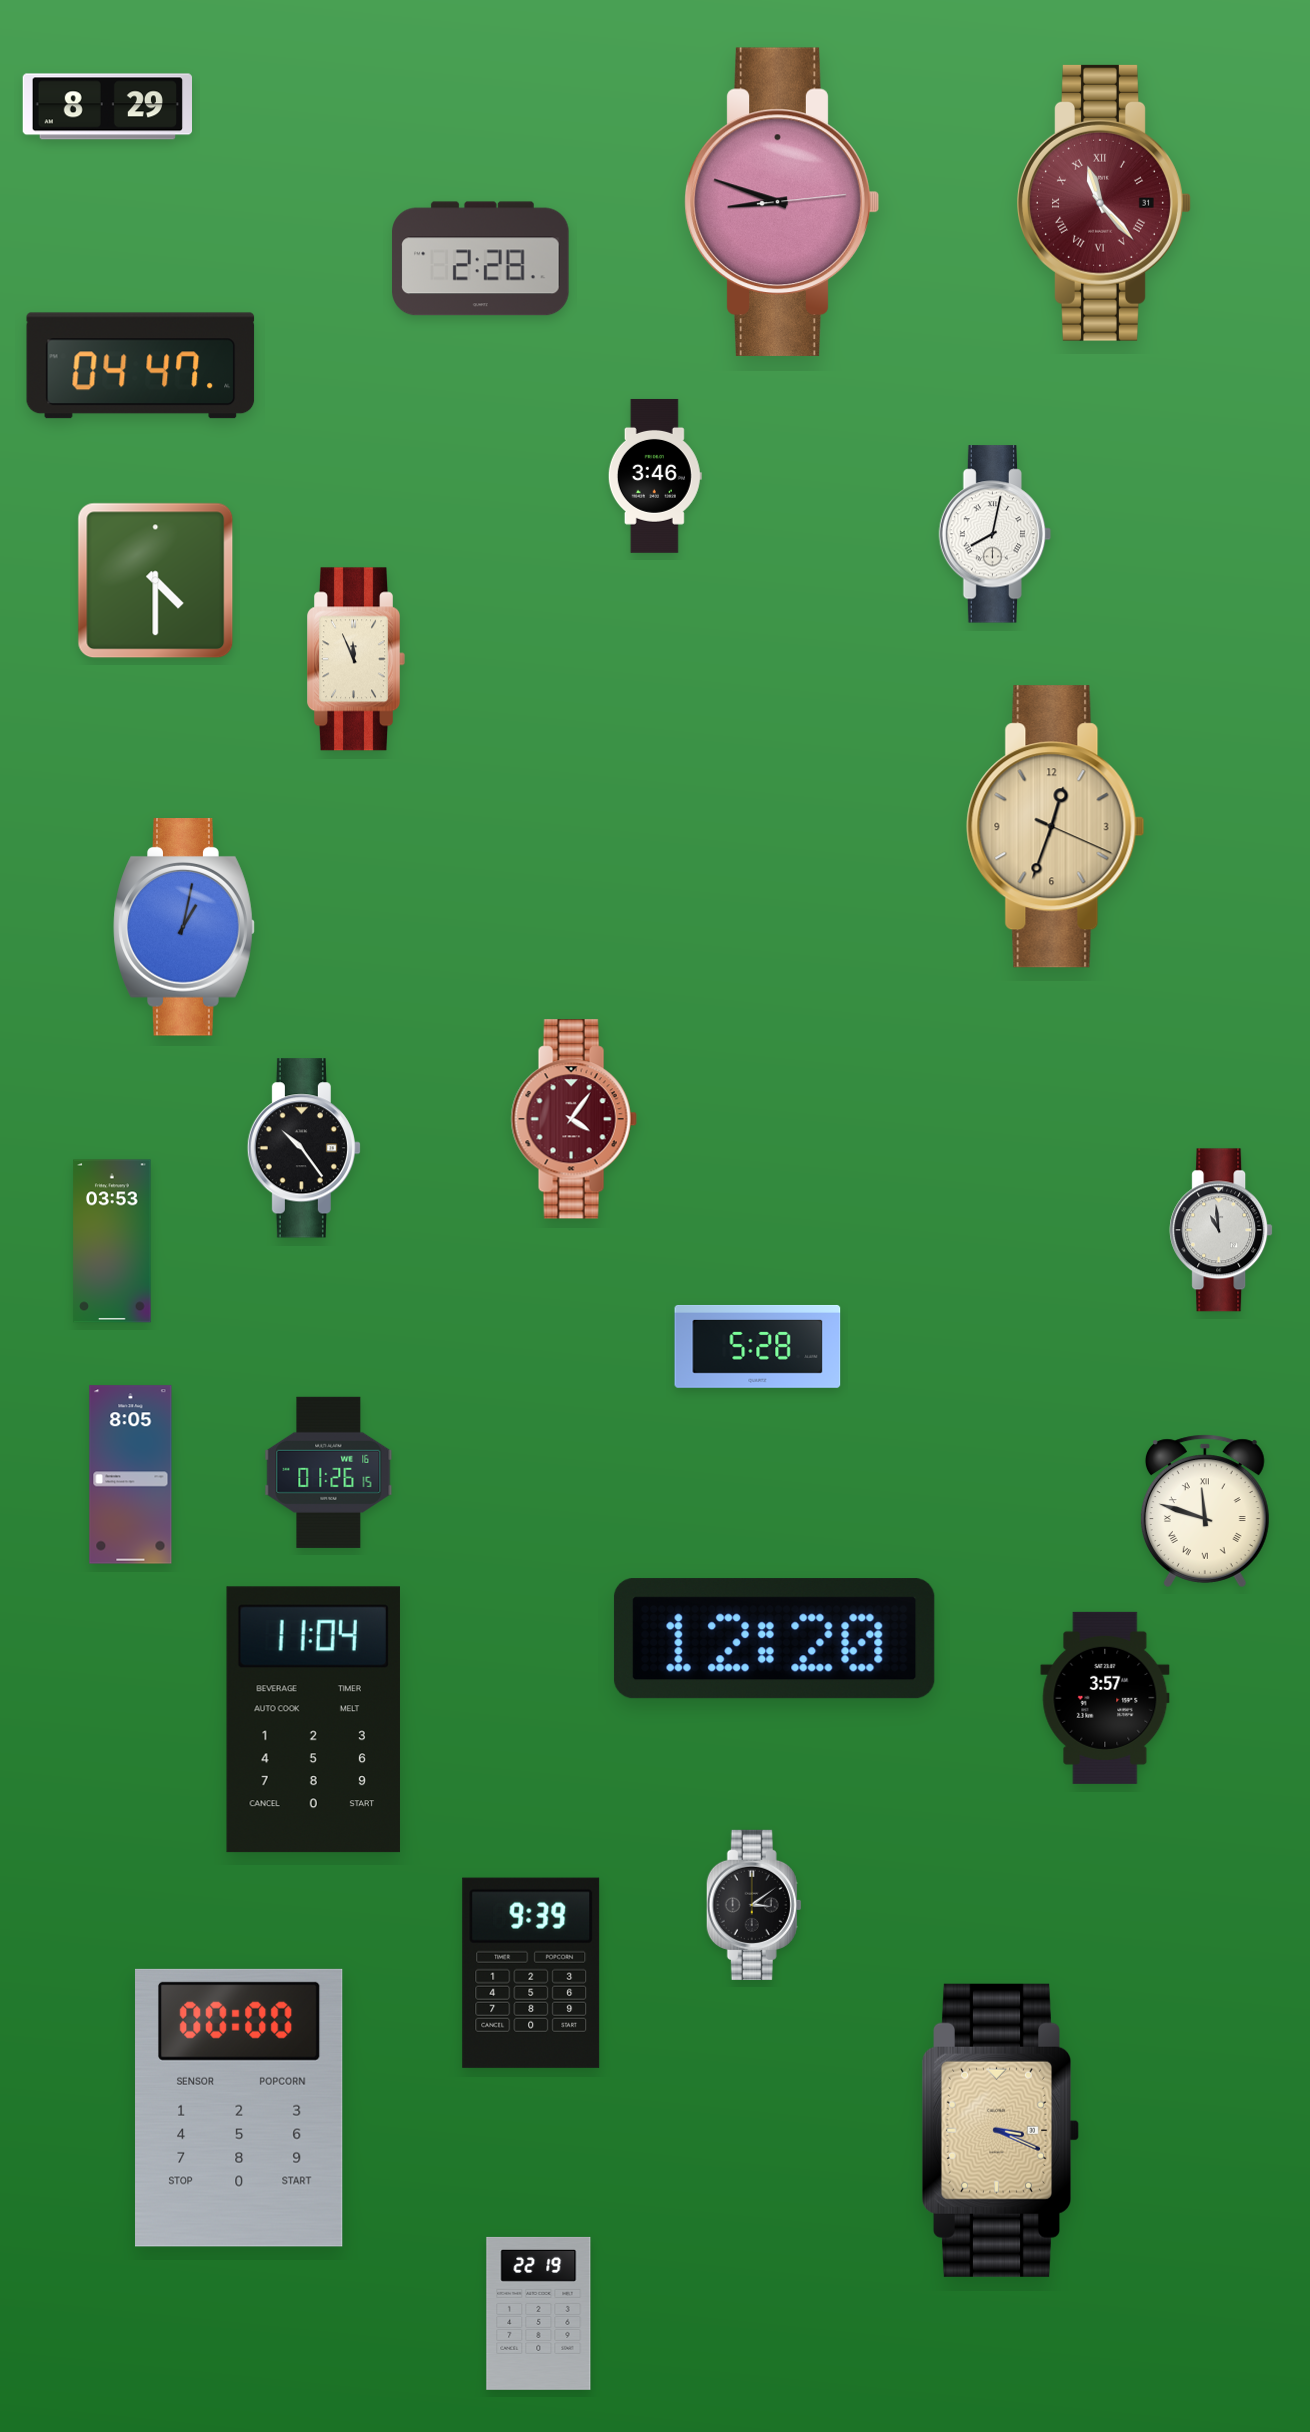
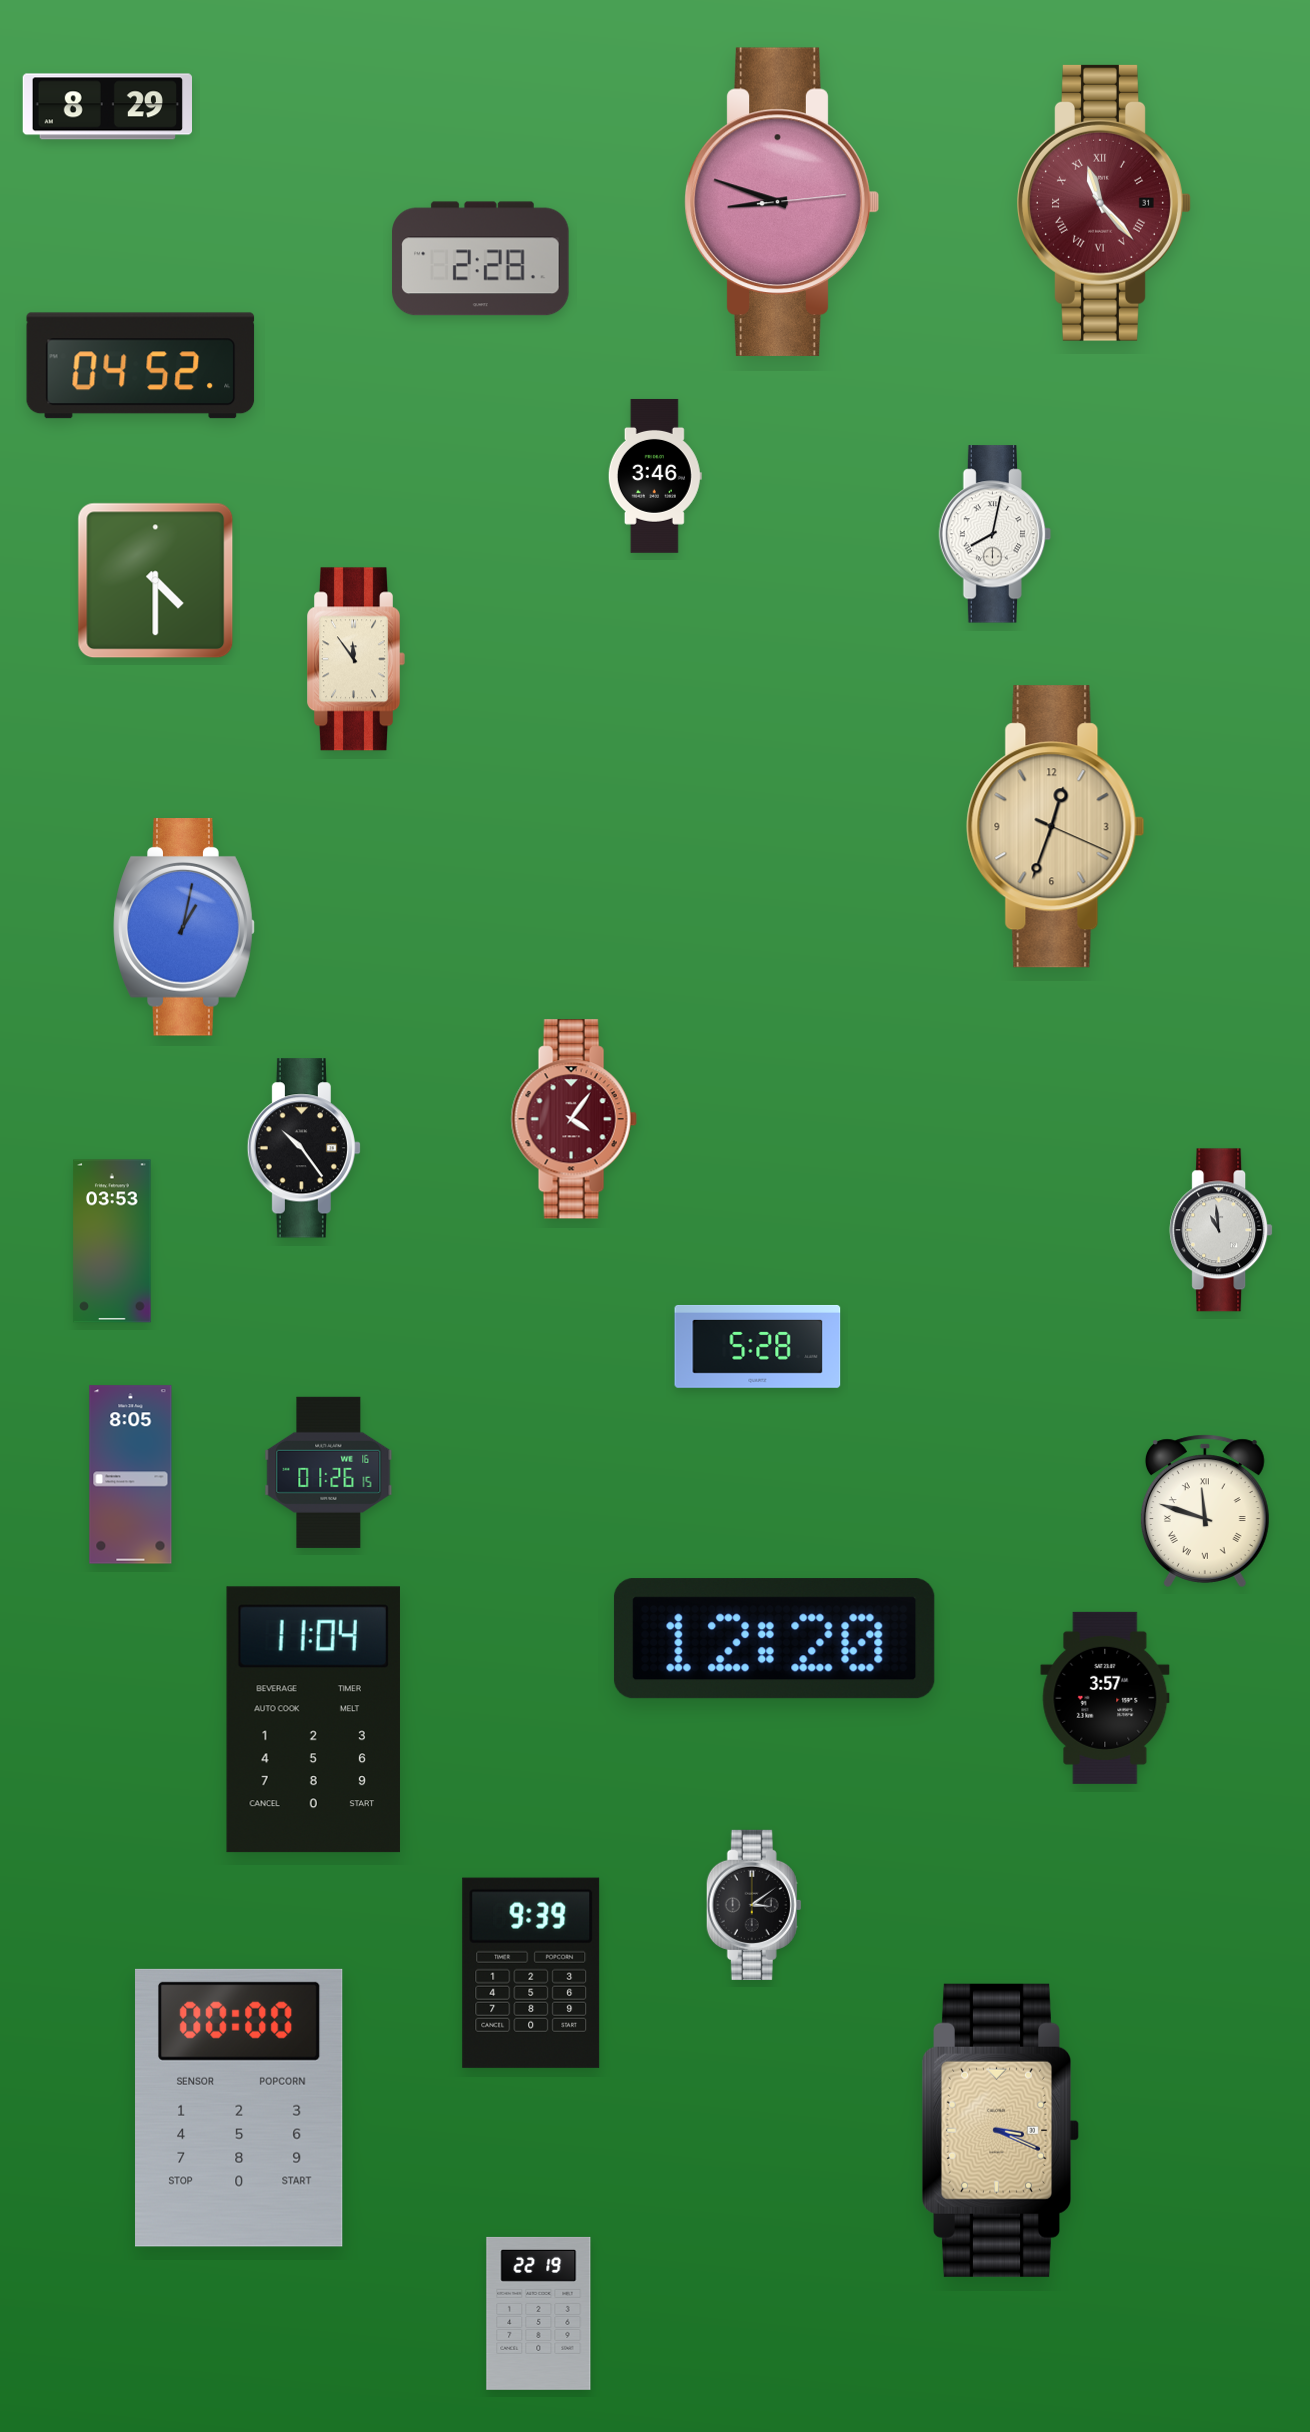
clock at (141, 366): 04:47 -> 04:52
clock at (357, 659): 11:56 -> 11:54
